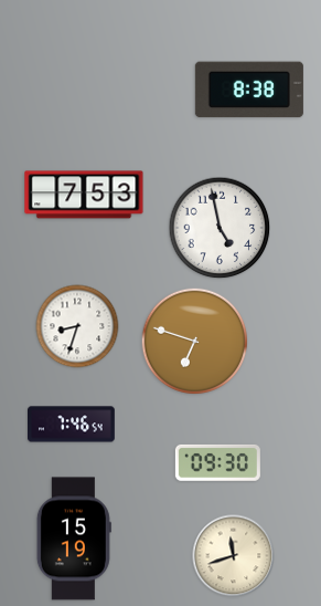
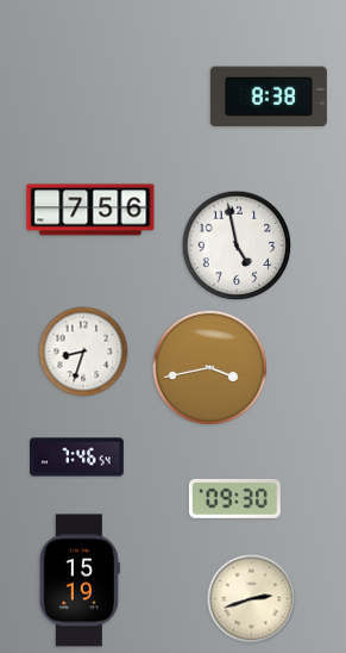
clock at (84, 195): 7:53 -> 7:56
clock at (195, 342): 6:48 -> 3:43
clock at (234, 556): 11:42 -> 2:42
